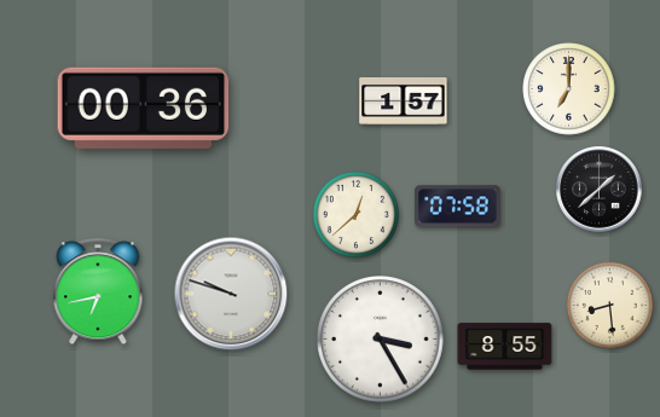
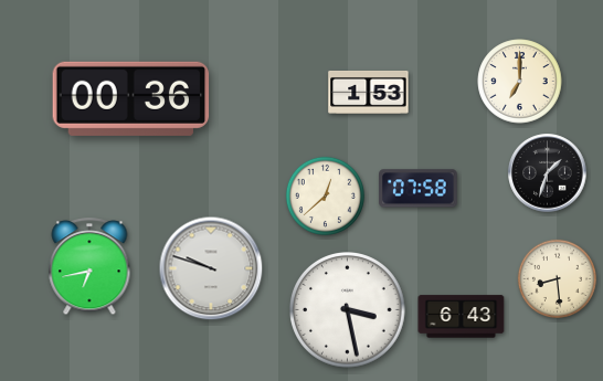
clock at (404, 100): 1:57 -> 1:53
clock at (600, 190): 1:38 -> 1:33
clock at (381, 340): 3:25 -> 3:28
clock at (505, 347): 8:55 -> 6:43
